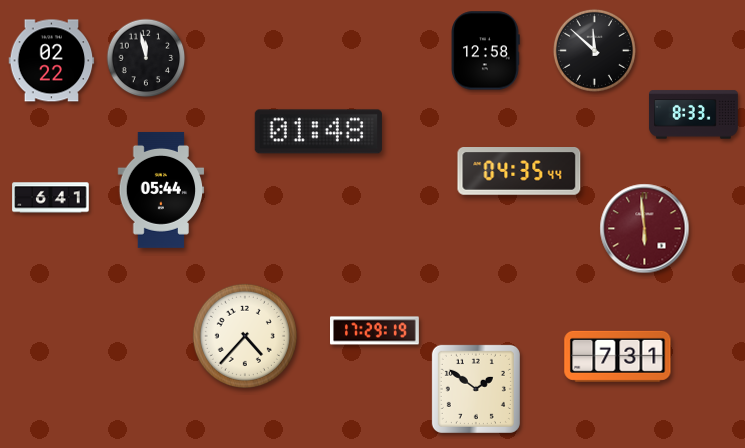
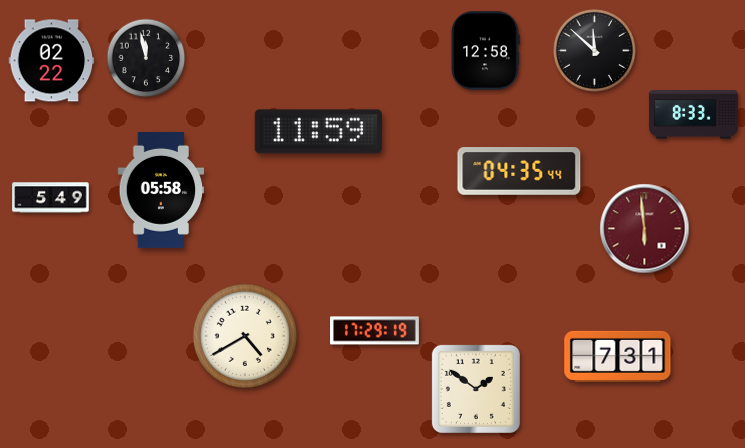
clock at (318, 132): 01:48 -> 11:59
clock at (161, 190): 05:44 -> 05:58
clock at (51, 198): 6:41 -> 5:49
clock at (245, 336): 4:37 -> 4:40
